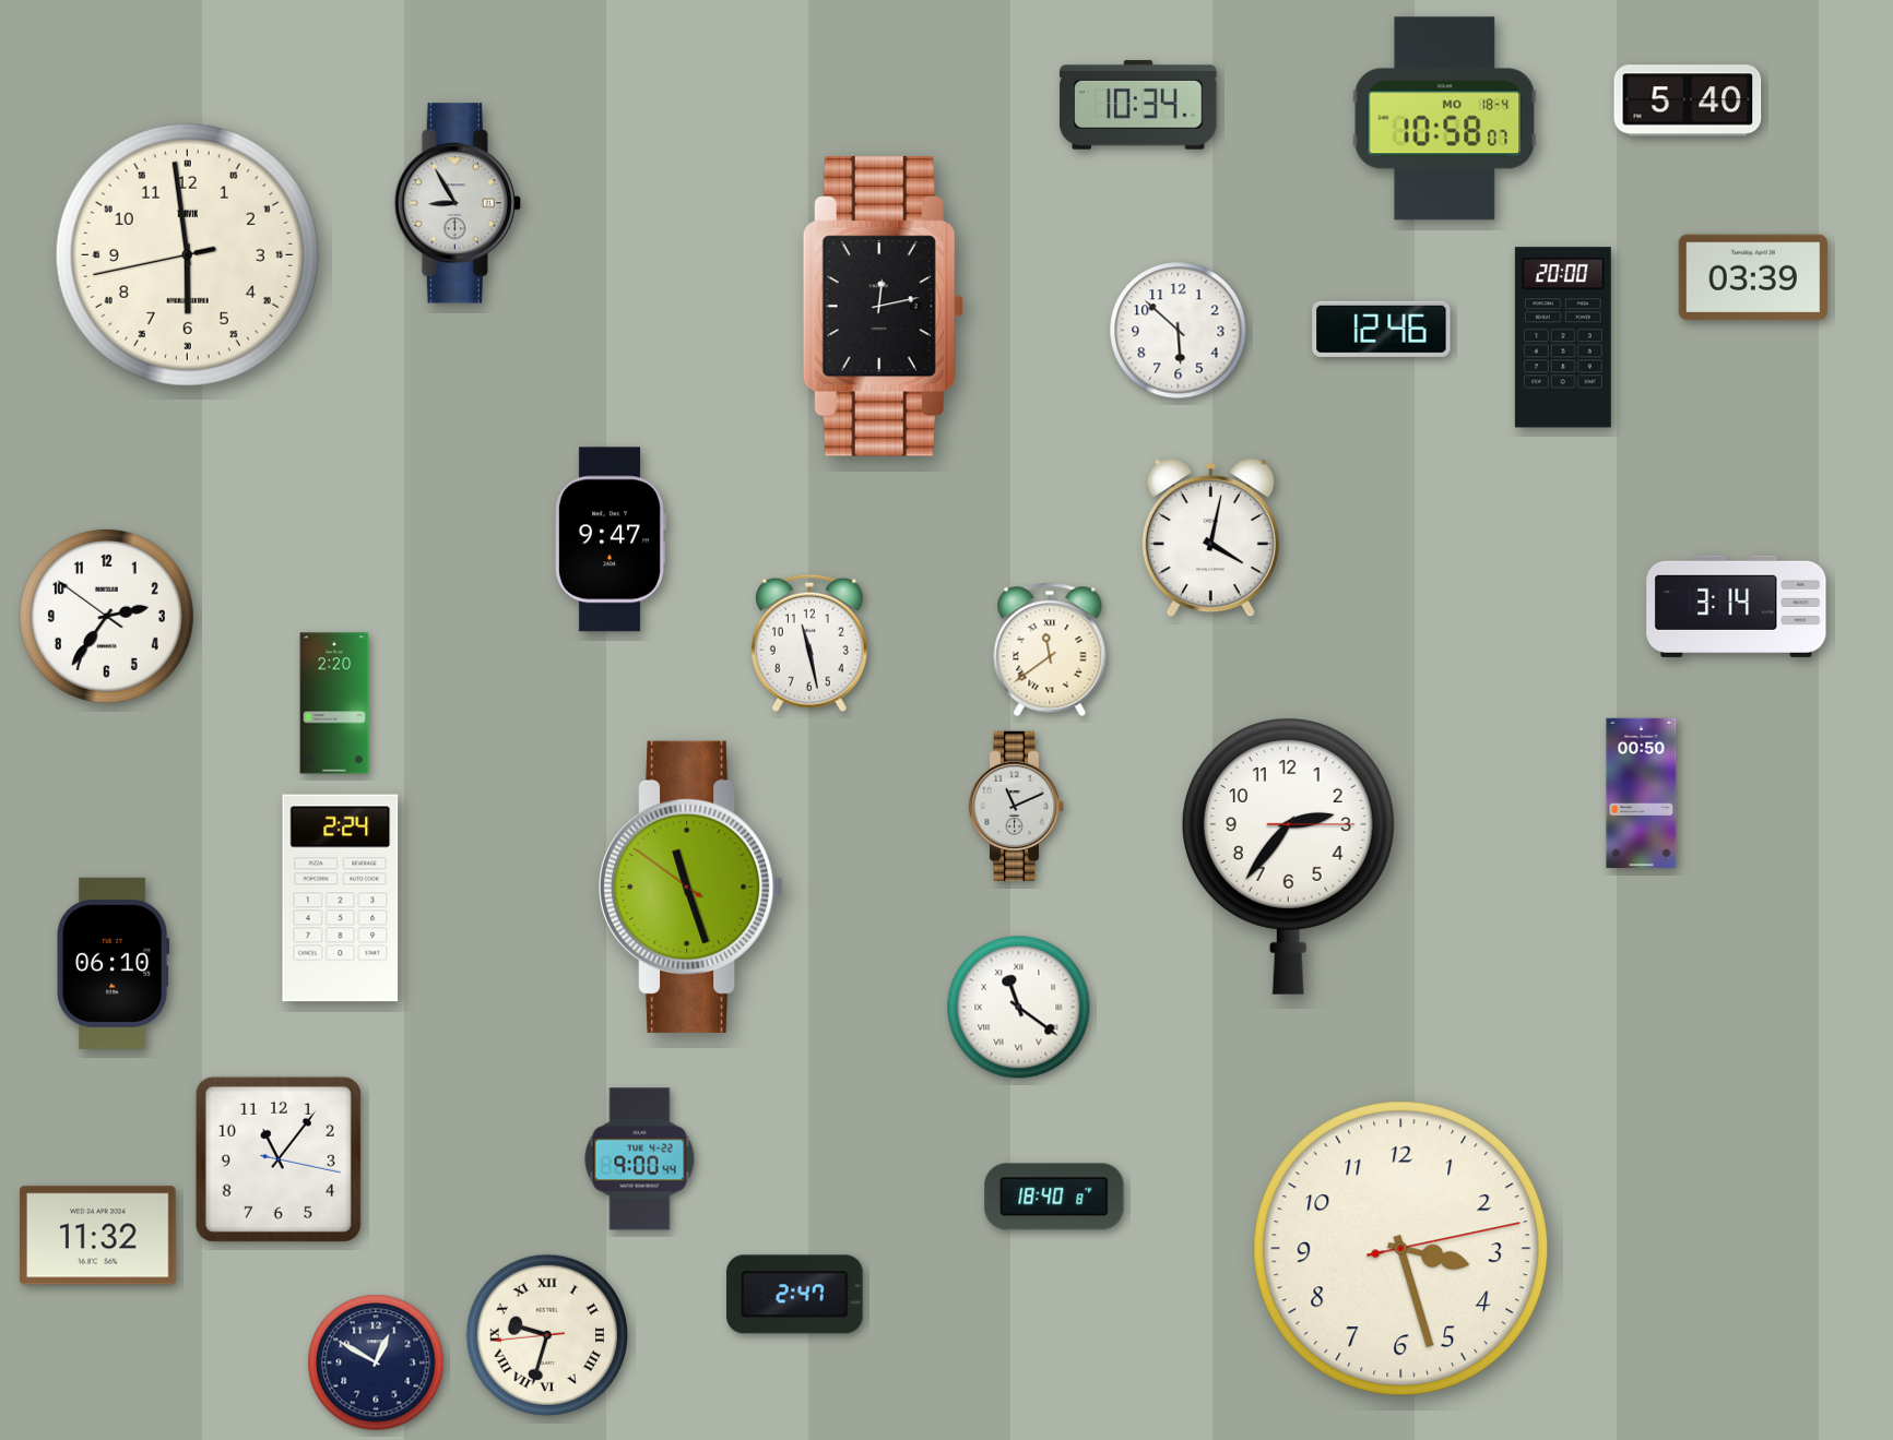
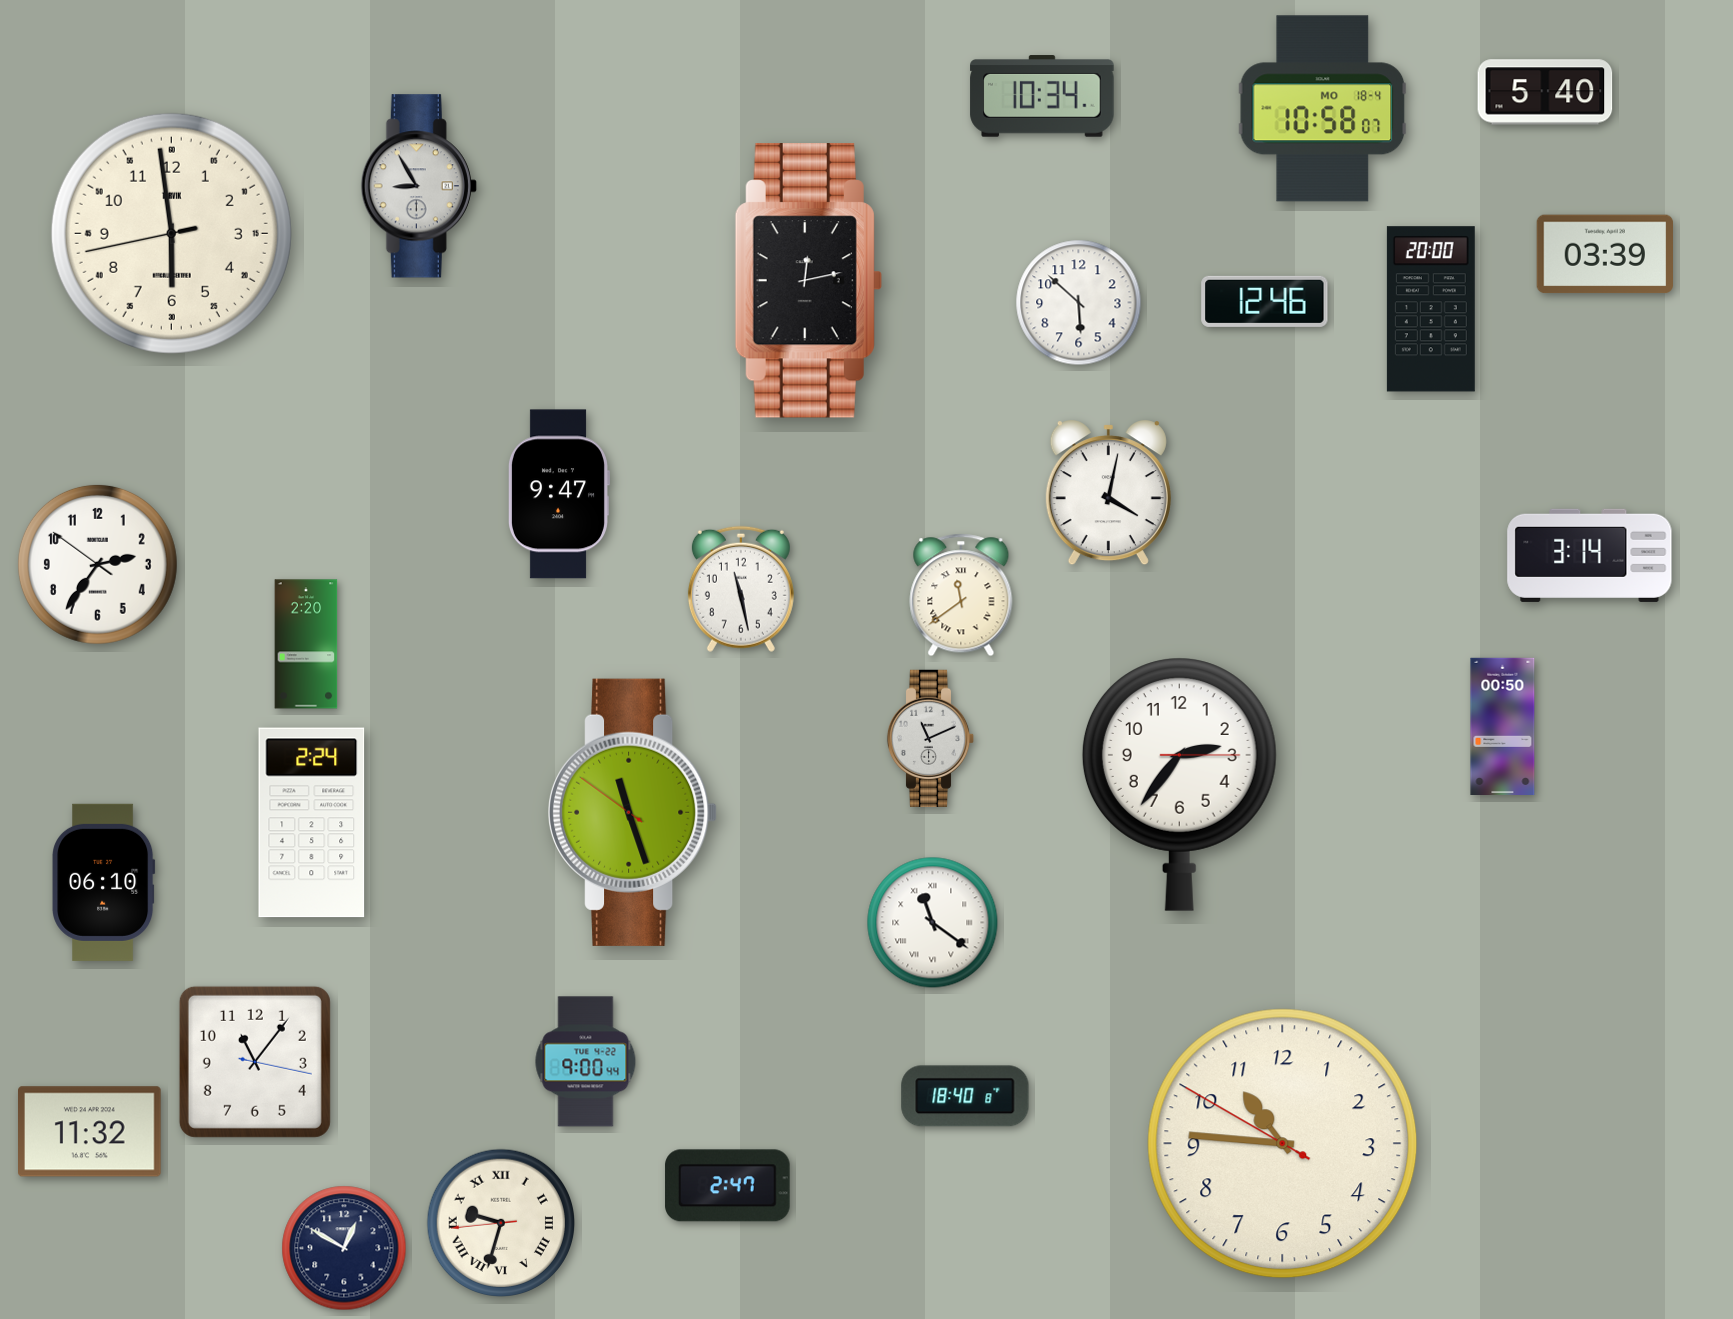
clock at (1401, 1249): 3:27 -> 10:45
